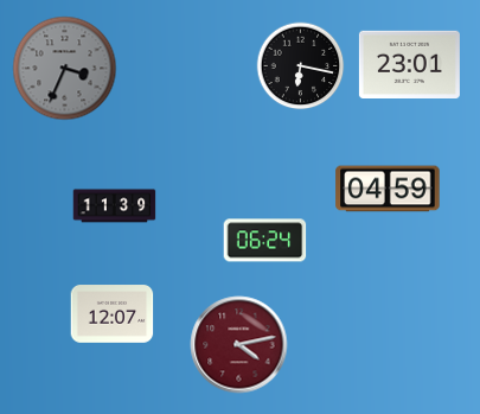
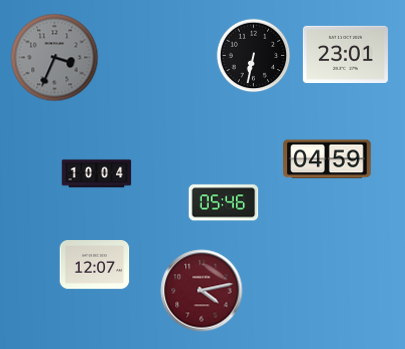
clock at (301, 66): 6:17 -> 6:32
clock at (115, 206): 11:39 -> 10:04
clock at (265, 241): 06:24 -> 05:46
